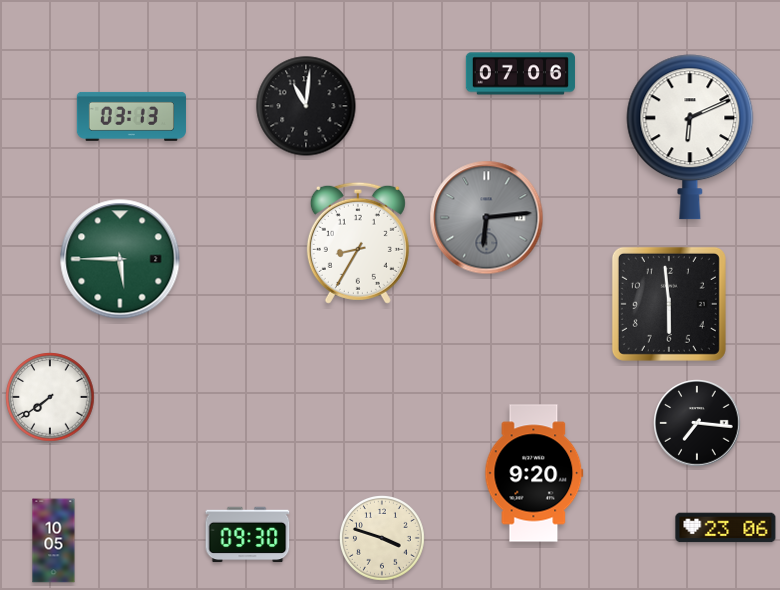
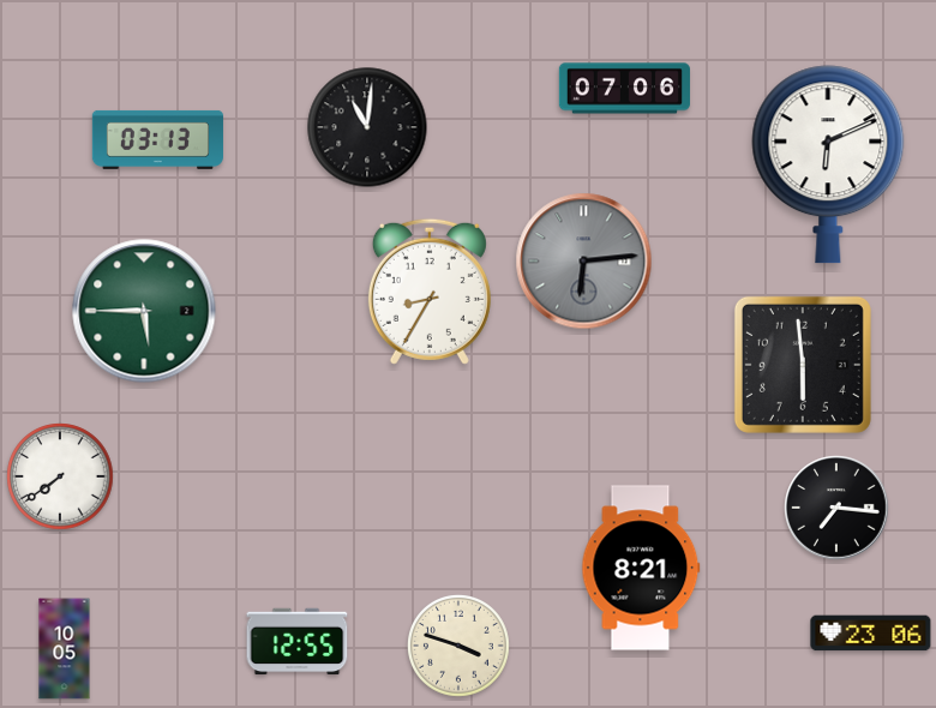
clock at (534, 473): 9:20 -> 8:21
clock at (248, 535): 09:30 -> 12:55
